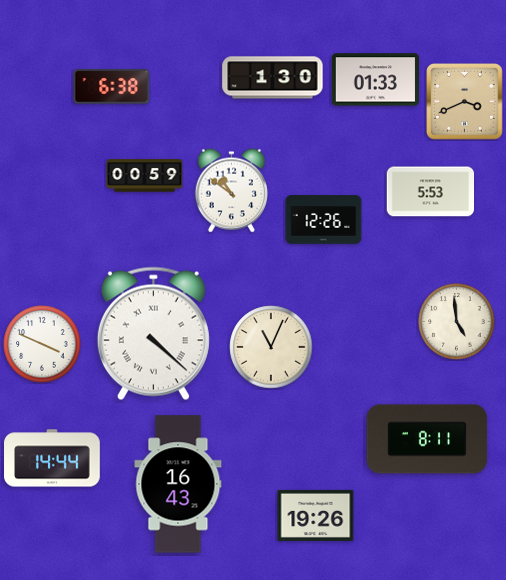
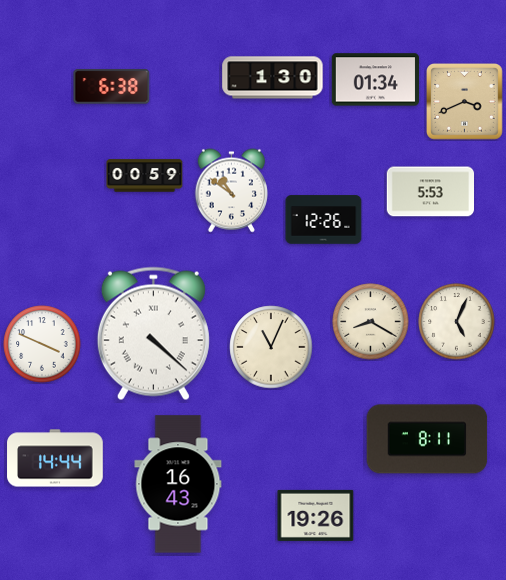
clock at (375, 80): 01:33 -> 01:34
clock at (371, 322): none -> 8:20
clock at (457, 322): 4:59 -> 5:04
clock at (52, 458) position: (52, 458) -> (55, 458)
